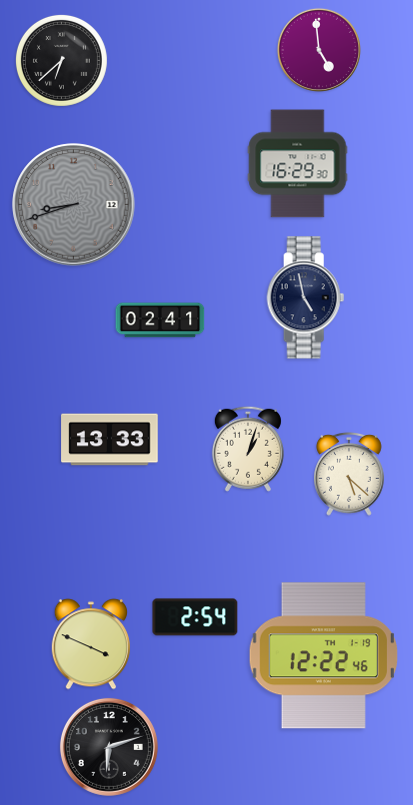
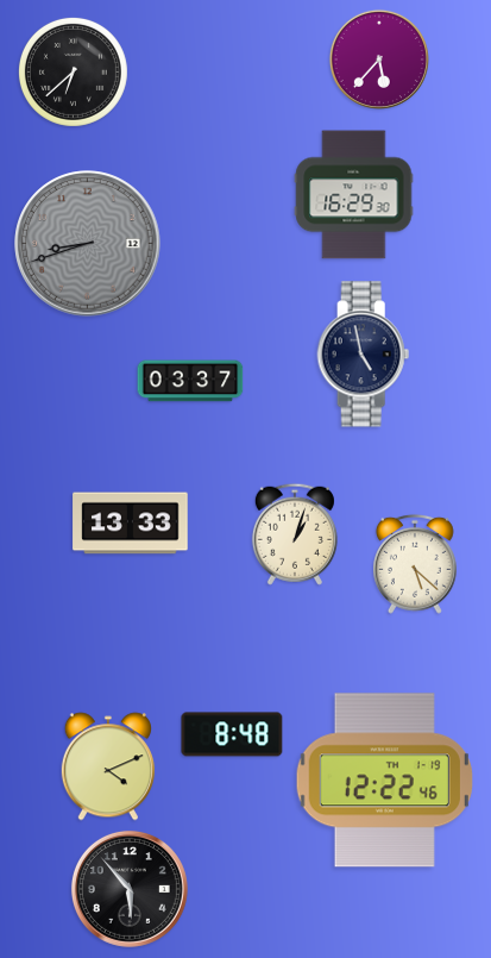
clock at (319, 50): 4:59 -> 5:37
clock at (160, 320): 02:41 -> 03:37
clock at (195, 617): 2:54 -> 8:48
clock at (91, 644): 3:49 -> 4:11
clock at (109, 747): 6:12 -> 5:53
